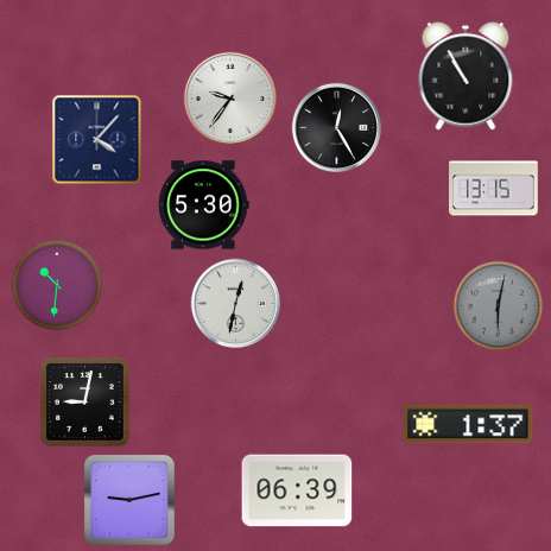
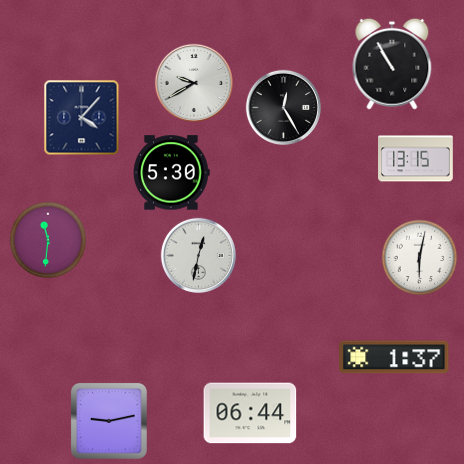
clock at (229, 97): 9:36 -> 9:40
clock at (57, 285): 10:31 -> 11:31
clock at (499, 306) dial: grey -> white
clock at (85, 403): 9:02 -> none
clock at (297, 490): 06:39 -> 06:44
